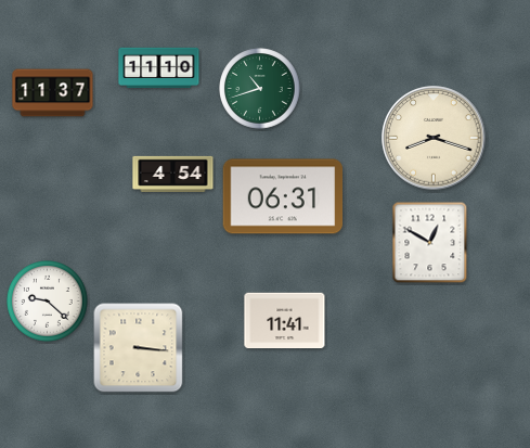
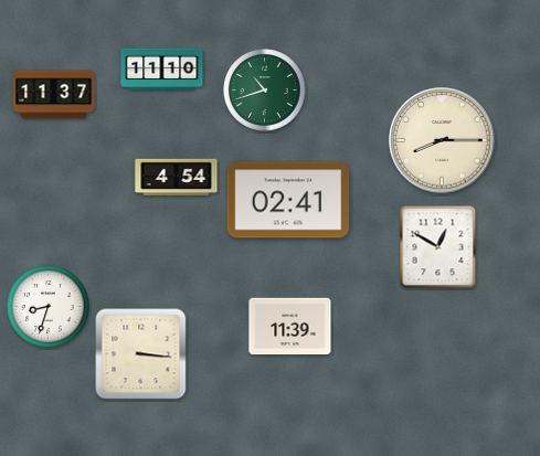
clock at (434, 138): 8:18 -> 8:15
clock at (283, 196): 06:31 -> 02:41
clock at (48, 302): 9:22 -> 8:33
clock at (285, 321): 11:41 -> 11:39
